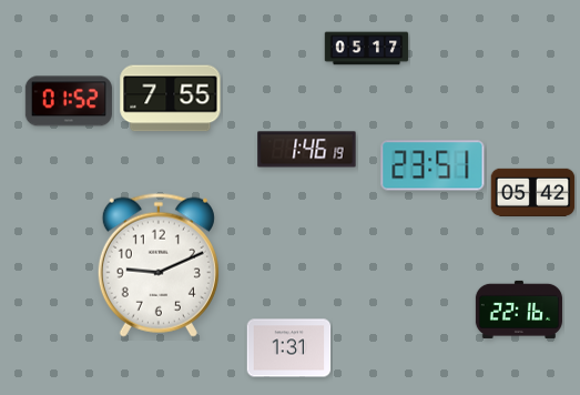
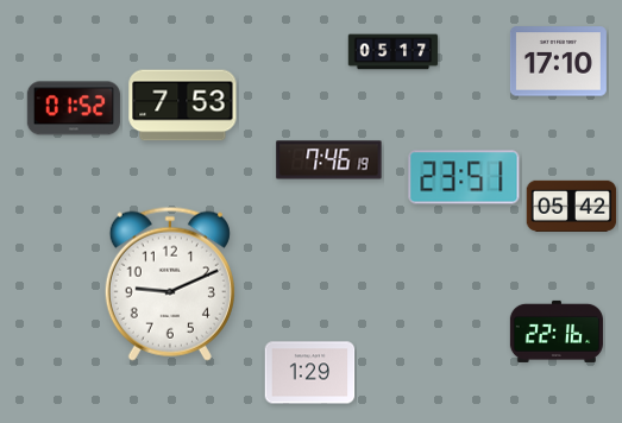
clock at (558, 62): none -> 17:10
clock at (171, 99): 7:55 -> 7:53
clock at (307, 150): 1:46 -> 7:46
clock at (289, 348): 1:31 -> 1:29
